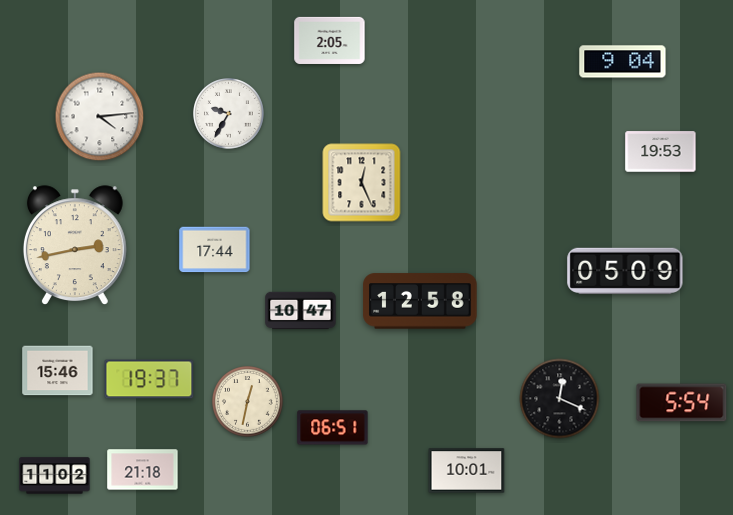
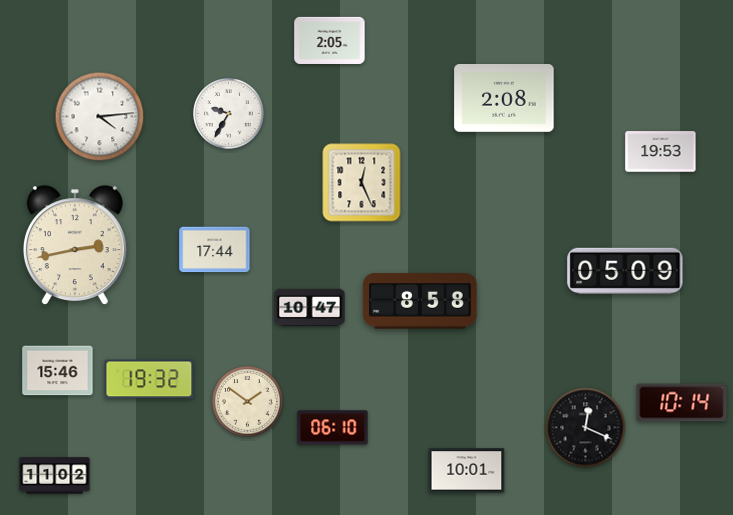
clock at (623, 62): 9:04 -> none
clock at (504, 99): none -> 2:08
clock at (420, 301): 12:58 -> 8:58
clock at (301, 311) position: (301, 311) -> (310, 308)
clock at (149, 379): 19:37 -> 19:32
clock at (560, 399) position: (560, 399) -> (586, 428)
clock at (248, 402): 12:32 -> 1:51
clock at (682, 403): 5:54 -> 10:14
clock at (333, 428): 06:51 -> 06:10
clock at (143, 470): 21:18 -> none
